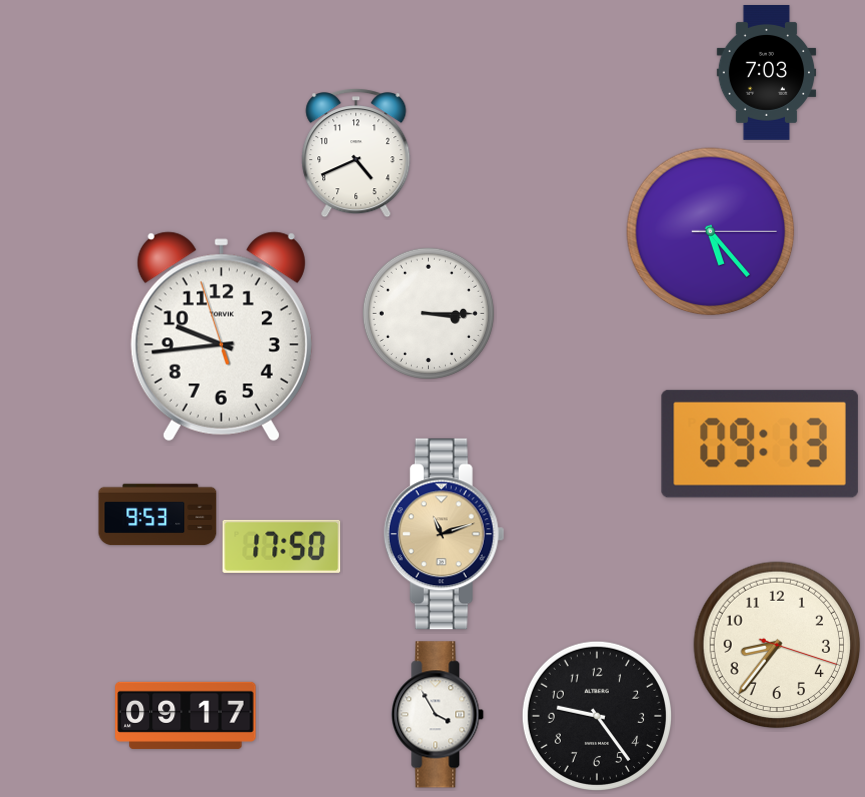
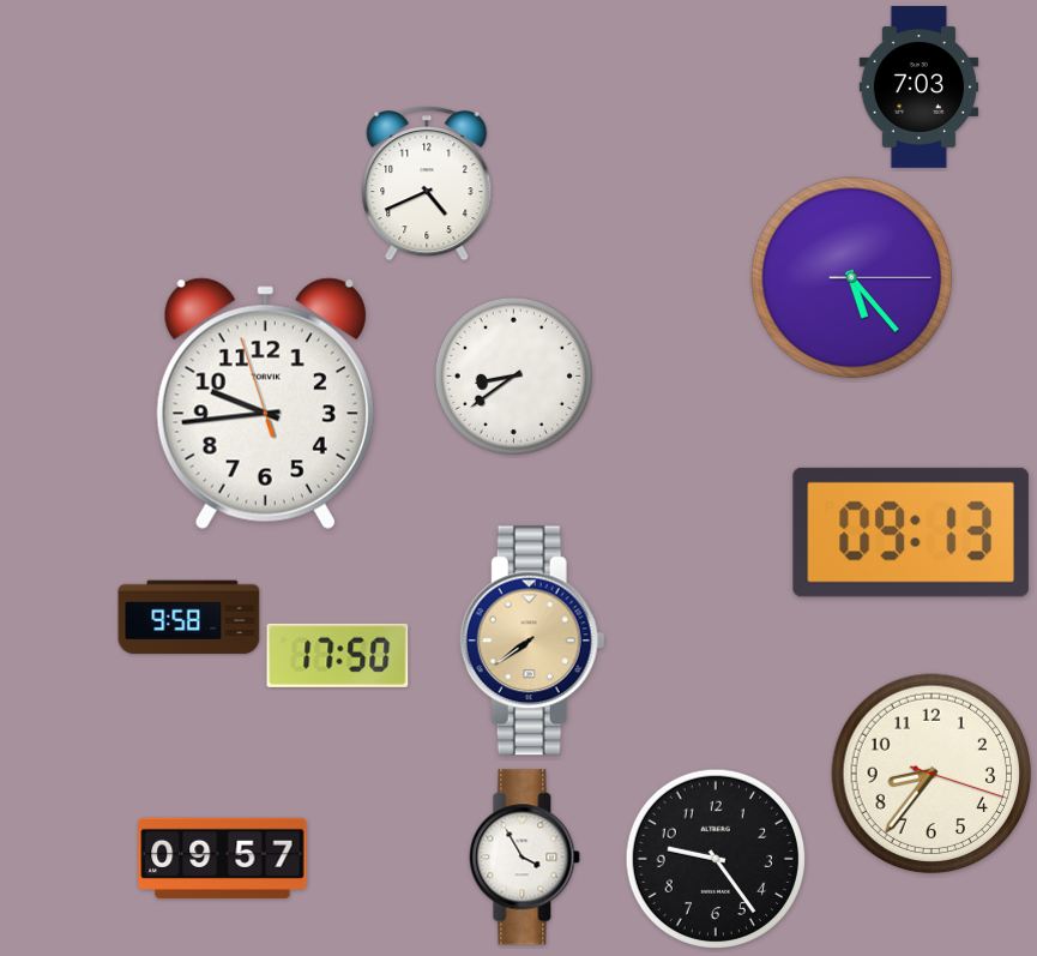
clock at (428, 313): 3:15 -> 8:39
clock at (158, 515): 9:53 -> 9:58
clock at (444, 534): 11:12 -> 7:39
clock at (186, 715): 09:17 -> 09:57
